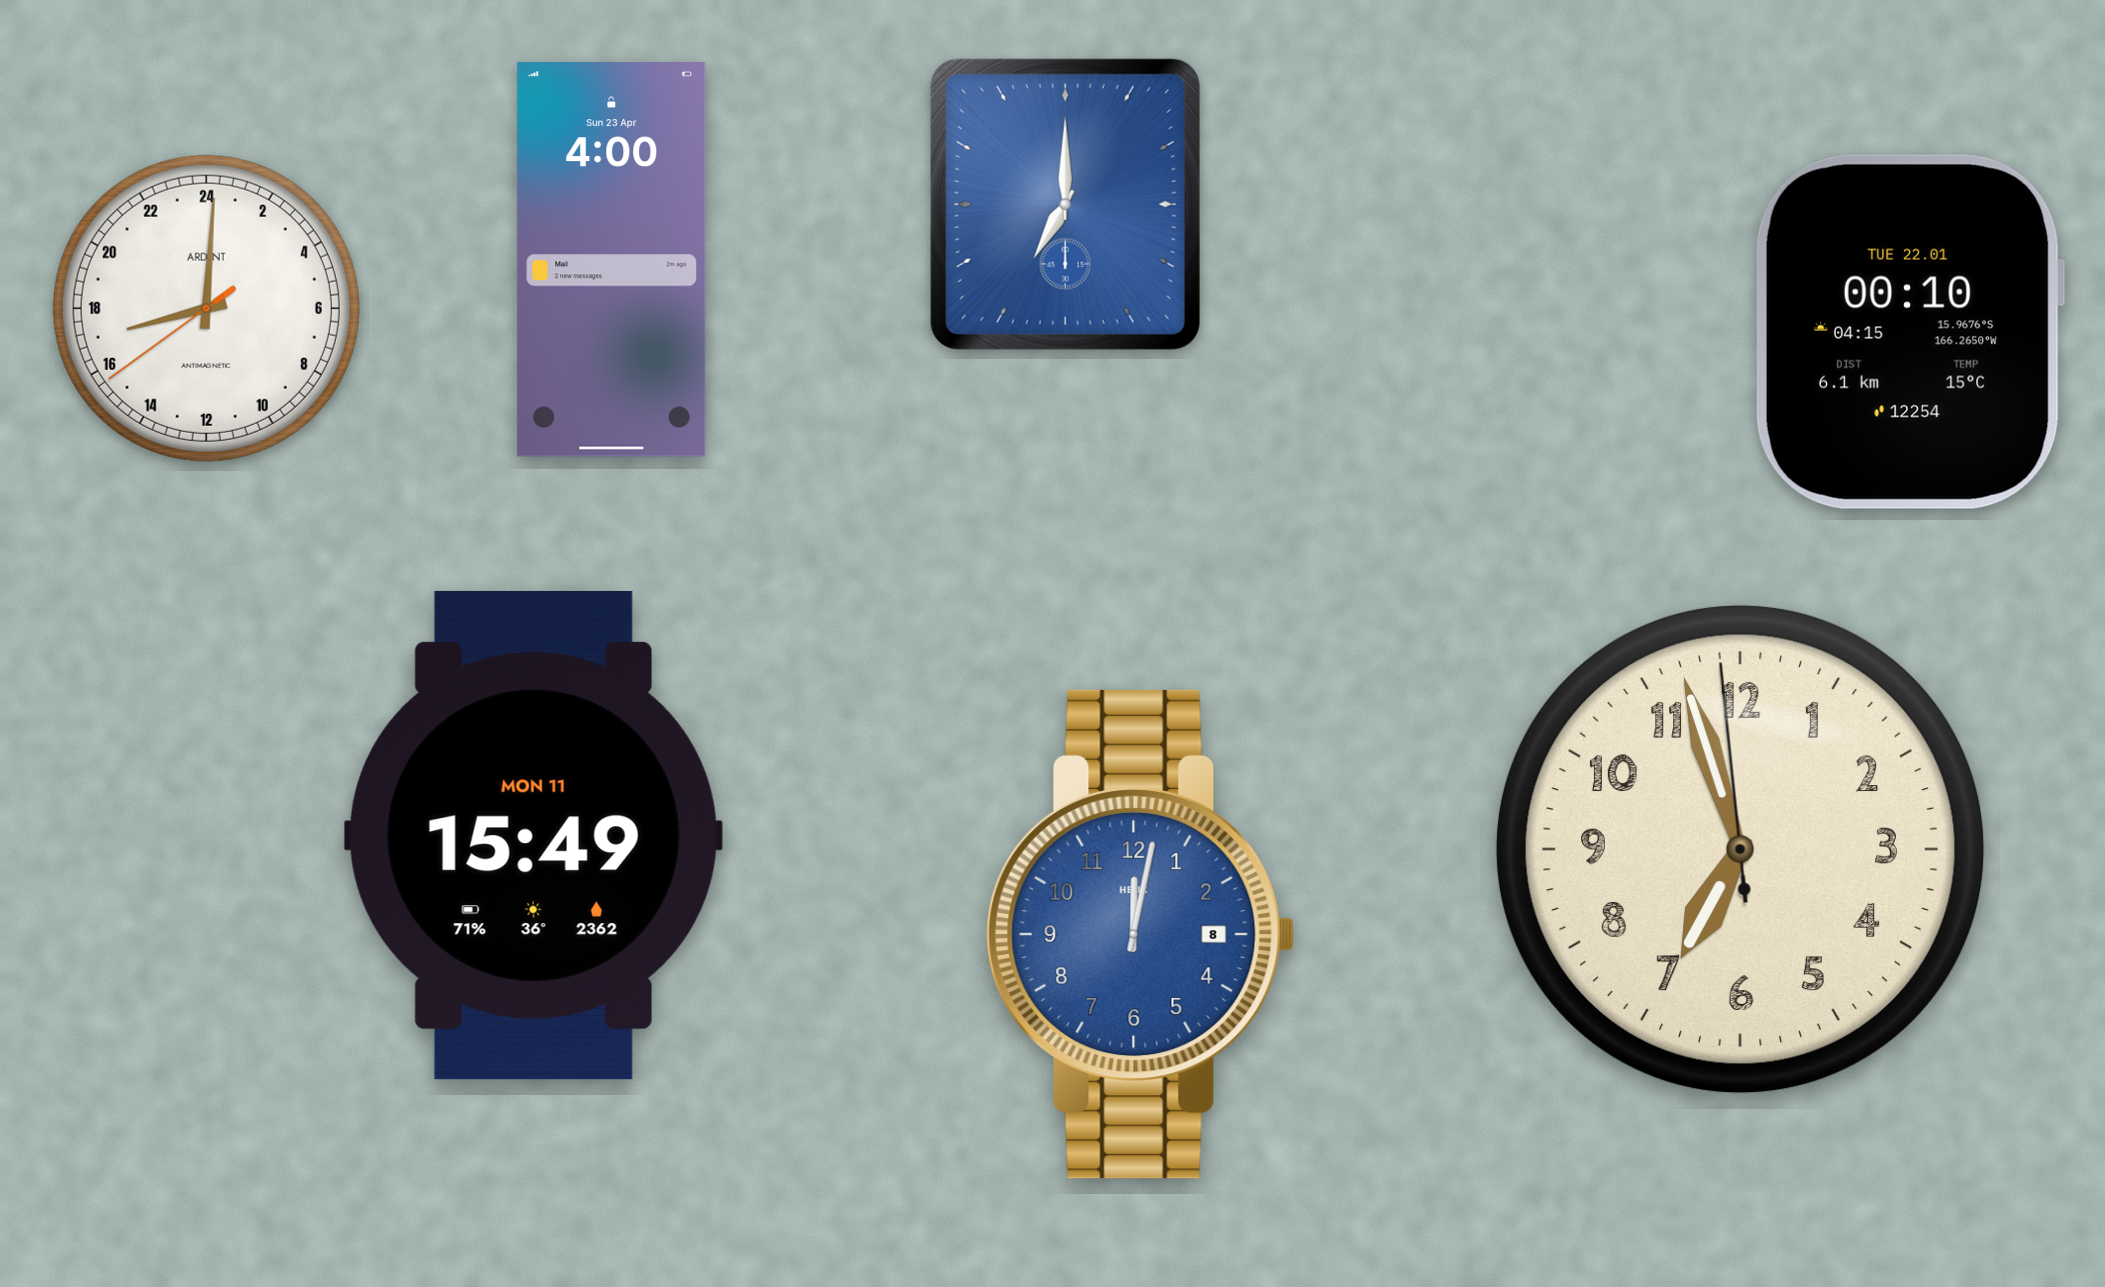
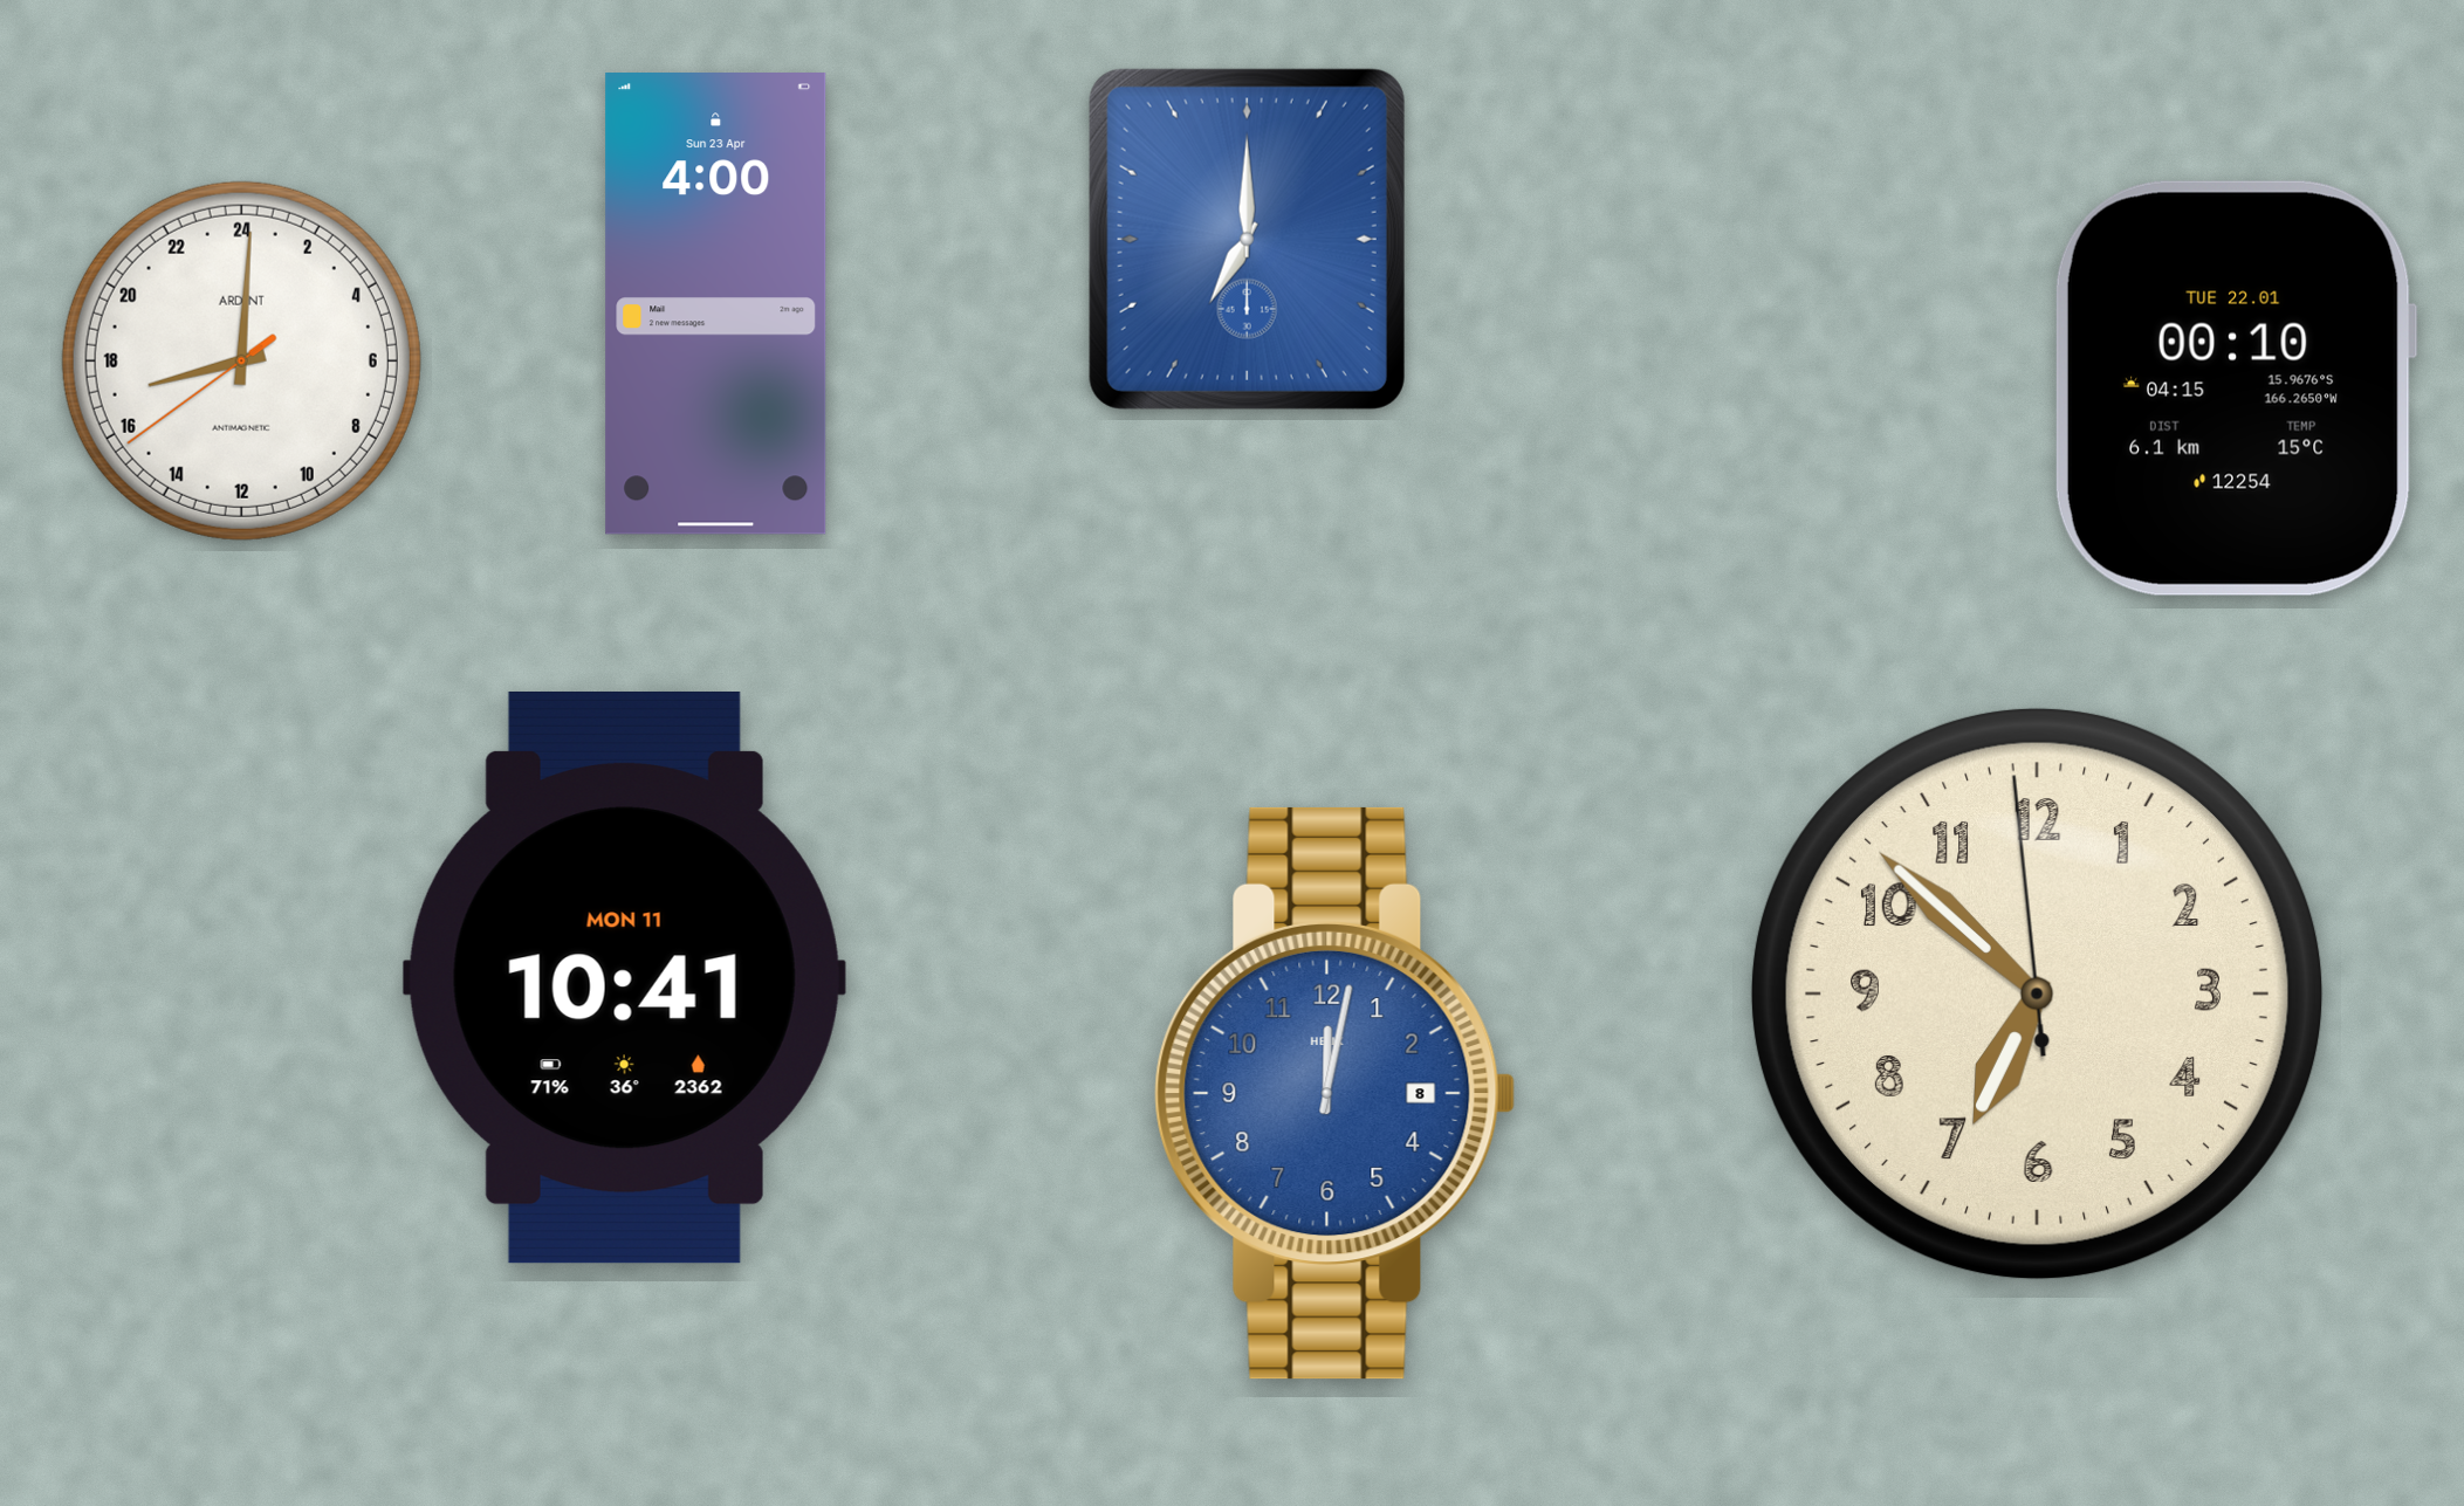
clock at (533, 835): 15:49 -> 10:41
clock at (1740, 849): 6:56 -> 6:51
